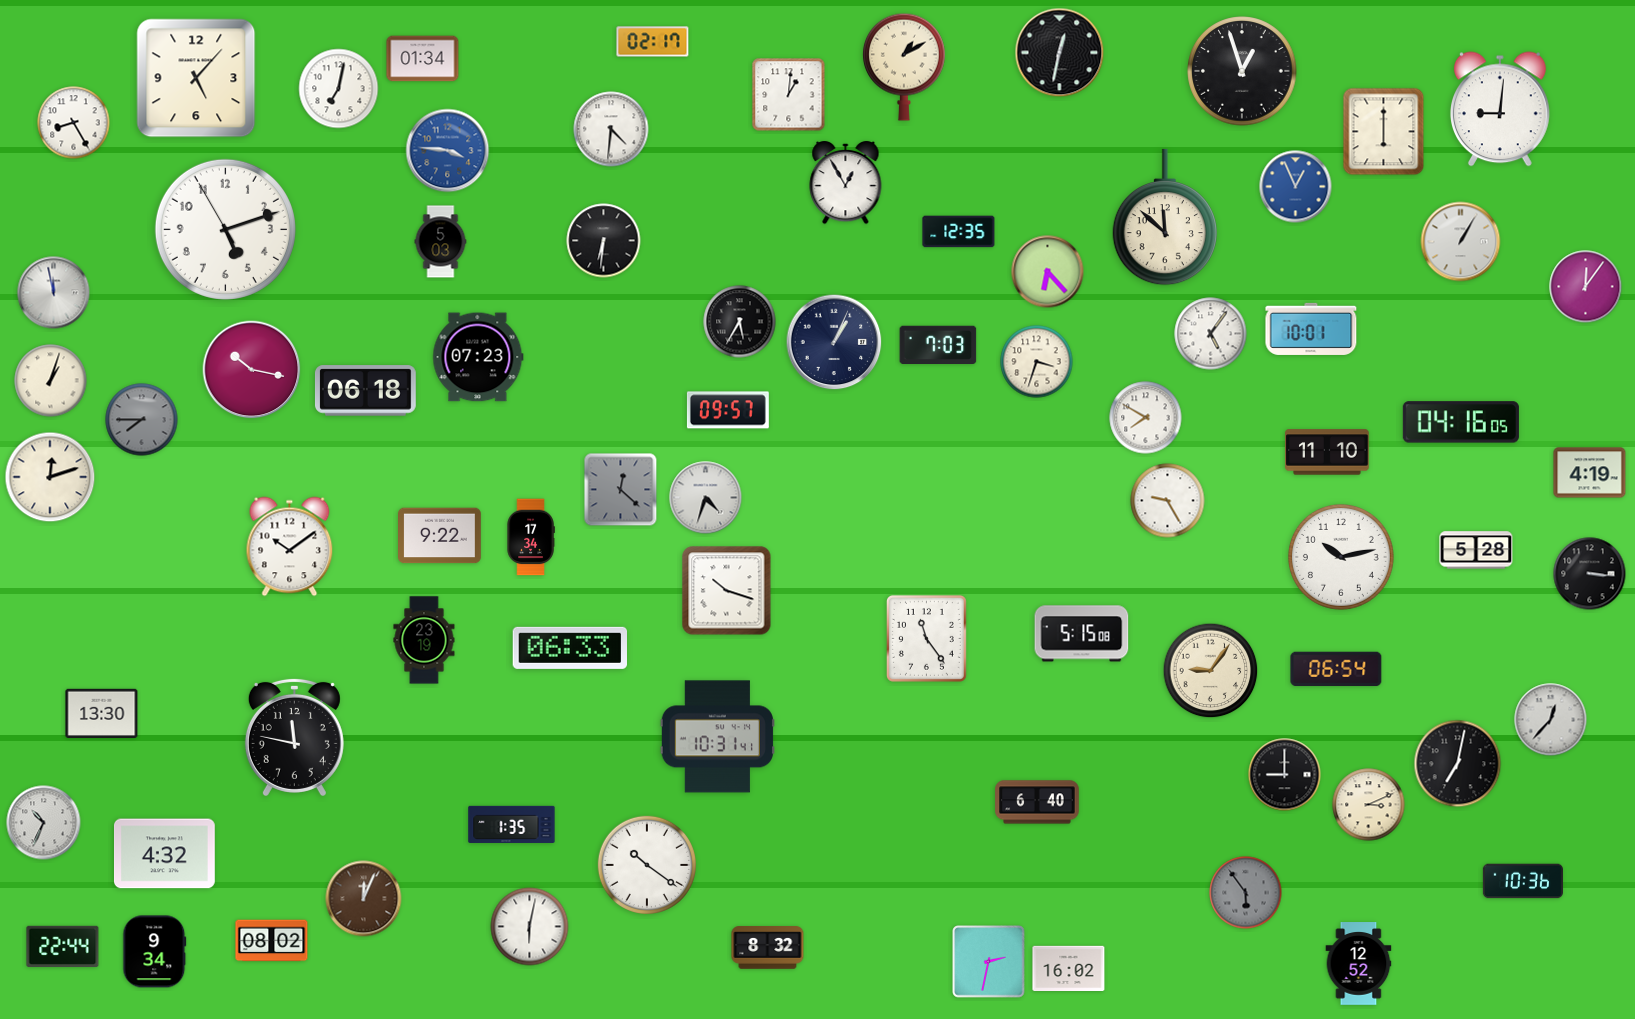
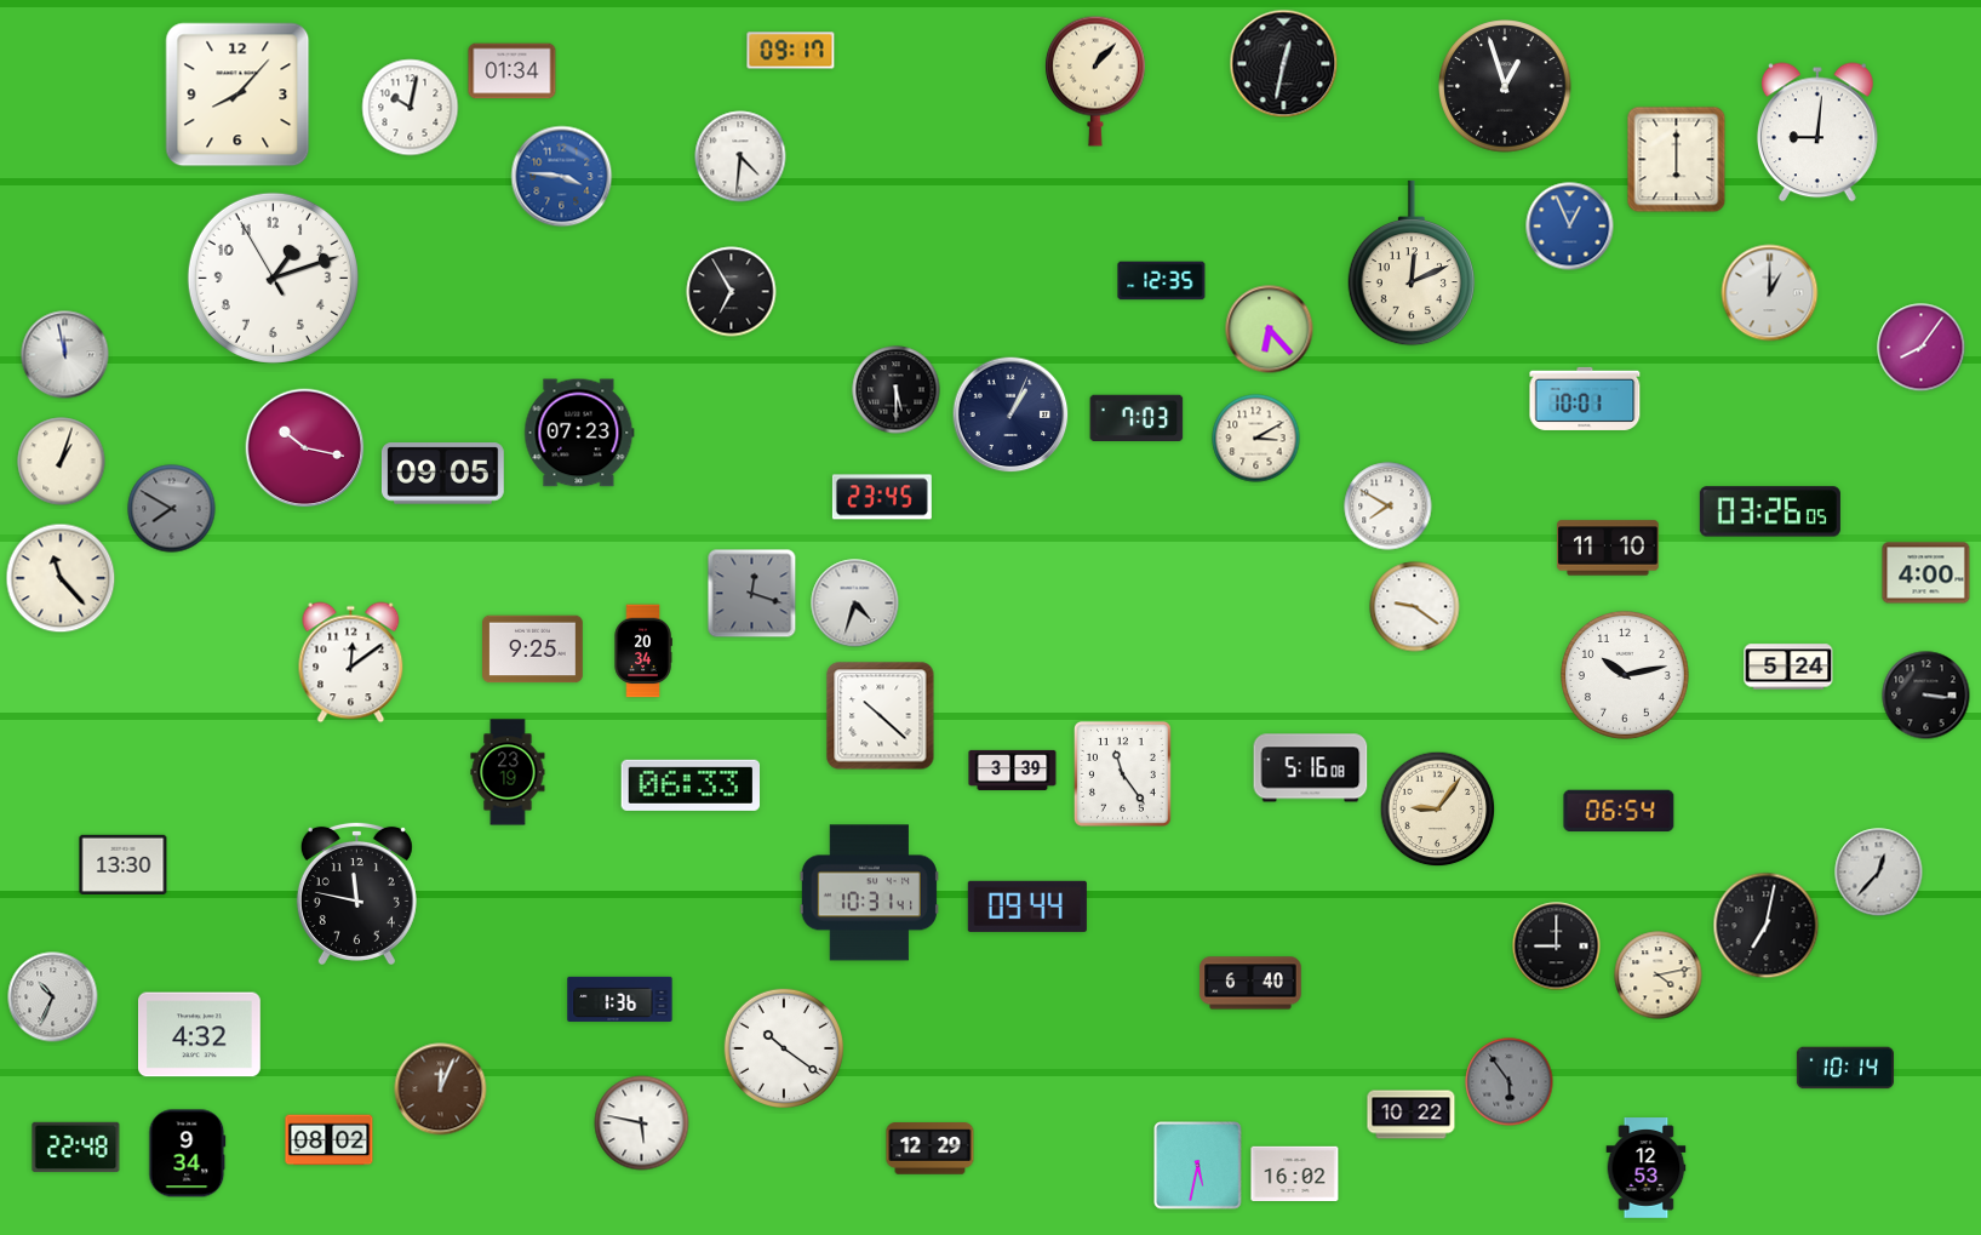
clock at (653, 42): 02:17 -> 09:17
clock at (904, 67): 1:10 -> 1:07
clock at (196, 78): 5:07 -> 8:07
clock at (339, 89): 7:02 -> 10:02
clock at (789, 95): 1:01 -> none
clock at (74, 123): 8:25 -> none
clock at (448, 151) position: (448, 151) -> (562, 177)
clock at (846, 183): 12:55 -> none
clock at (1164, 217): 11:52 -> 12:11
clock at (225, 229): 5:11 -> 1:11
clock at (604, 241): 6:31 -> 6:55
clock at (441, 242): 5:03 -> none
clock at (1461, 242): 1:05 -> 1:00
clock at (1586, 287): 12:06 -> 8:06
clock at (740, 322): 5:35 -> 5:30
clock at (1311, 329) position: (1311, 329) -> (1585, 399)
clock at (1211, 334): 5:06 -> none
clock at (1037, 362): 3:33 -> 3:10
clock at (366, 391): 06:18 -> 09:05
clock at (728, 410): 09:57 -> 23:45
clock at (142, 420): 7:45 -> 7:50
clock at (1461, 422): 04:16 -> 03:26
clock at (1590, 473): 4:19 -> 4:00
clock at (50, 477): 12:12 -> 11:23
clock at (621, 490): 12:22 -> 12:18
clock at (1168, 501): 9:25 -> 9:21
clock at (440, 536): 9:22 -> 9:25
clock at (531, 537): 17:34 -> 20:34
clock at (290, 547): 10:09 -> 12:09
clock at (1476, 550): 5:28 -> 5:24
clock at (727, 591): 10:18 -> 10:22
clock at (1082, 634): 5:15 -> 5:16
clock at (1013, 770): none -> 3:39
clock at (424, 640) position: (424, 640) -> (508, 772)
clock at (1211, 671) position: (1211, 671) -> (1438, 810)
clock at (1027, 907): none -> 09:44
clock at (1285, 775) position: (1285, 775) -> (1557, 947)
clock at (1037, 802) position: (1037, 802) -> (1250, 983)
clock at (1369, 805): 3:11 -> 4:13
clock at (512, 824): 1:35 -> 1:36
clock at (1523, 881): 10:36 -> 10:14
clock at (1412, 1115): none -> 10:22
clock at (530, 927): 6:02 -> 5:47
clock at (63, 946): 22:44 -> 22:48
clock at (768, 948): 8:32 -> 12:29
clock at (989, 962): 2:32 -> 5:32
clock at (1359, 964): 12:52 -> 12:53
